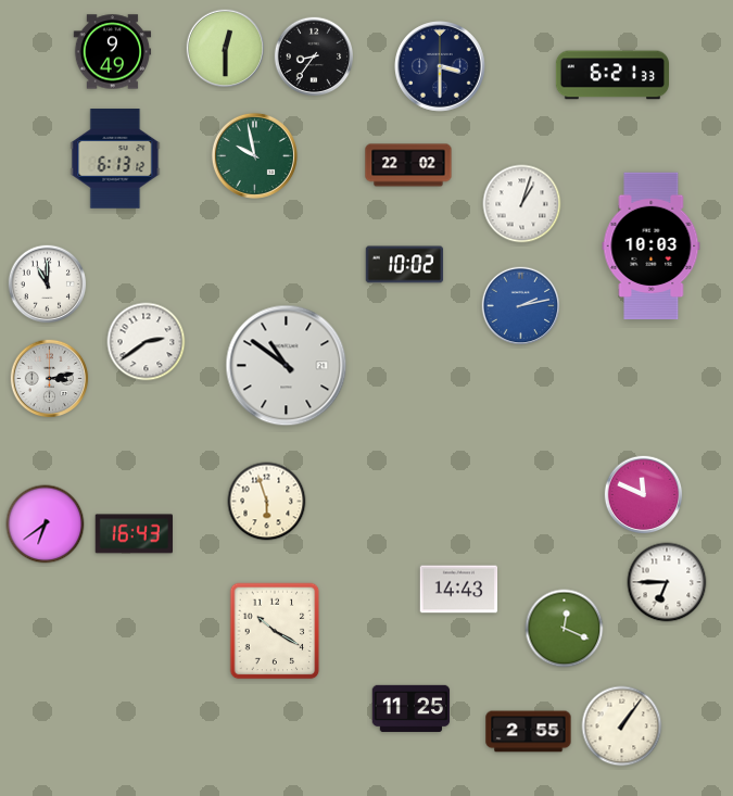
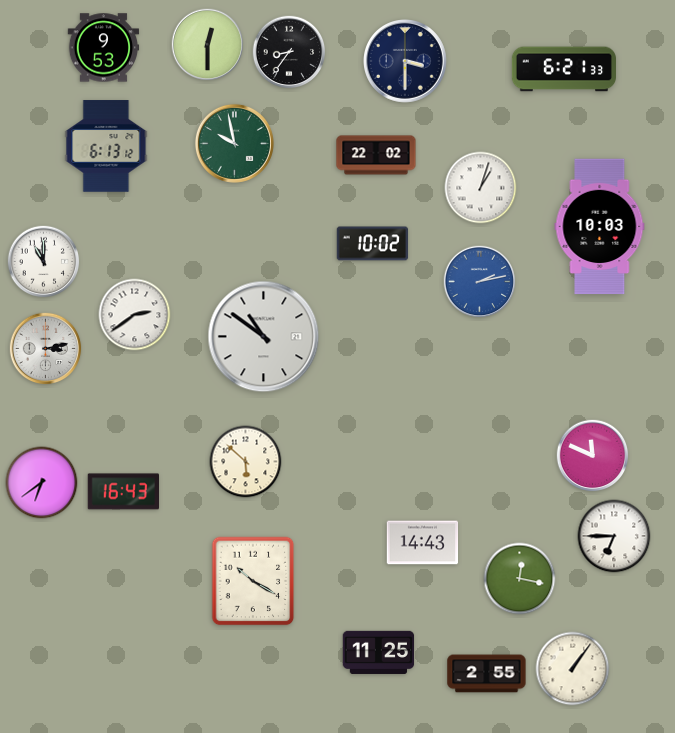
clock at (113, 52): 9:49 -> 9:53
clock at (408, 165) position: (408, 165) -> (376, 155)
clock at (267, 502): 5:57 -> 5:52
clock at (565, 629): 12:19 -> 12:17
